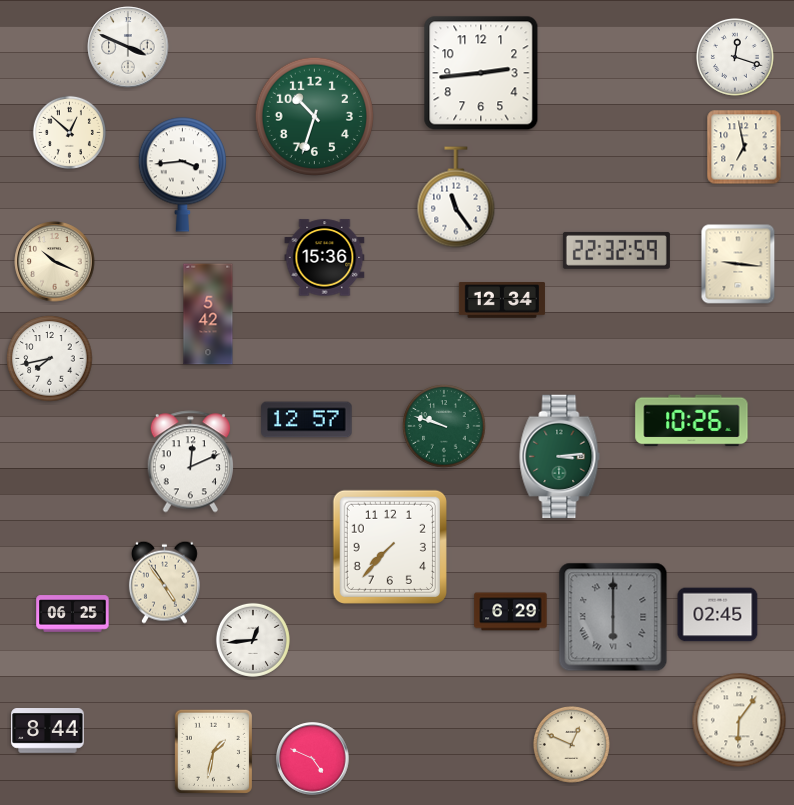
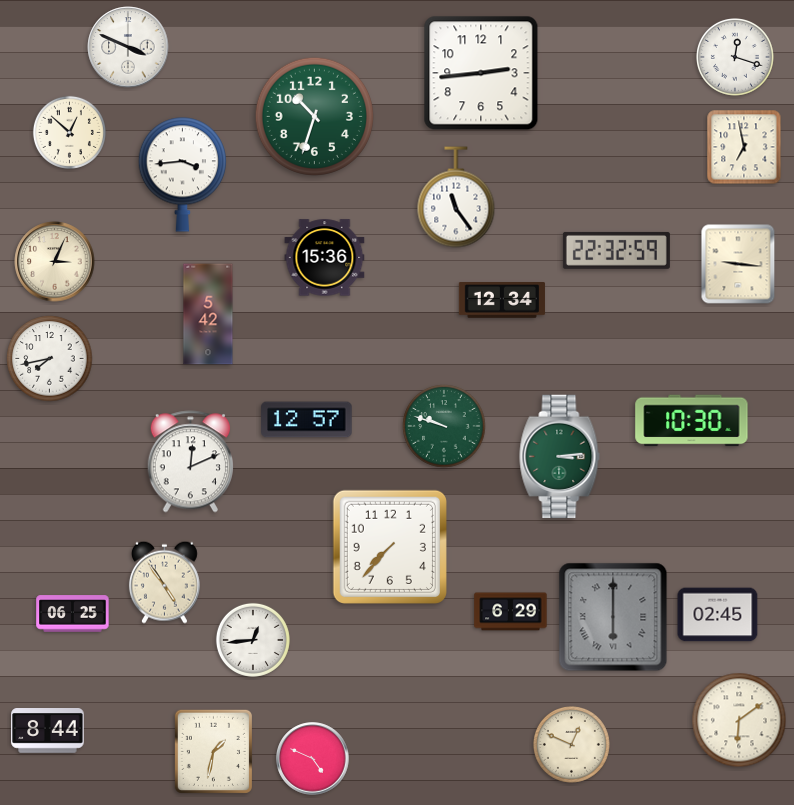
clock at (55, 262): 10:19 -> 3:04
clock at (692, 421): 10:26 -> 10:30
clock at (739, 720): 6:06 -> 6:09
